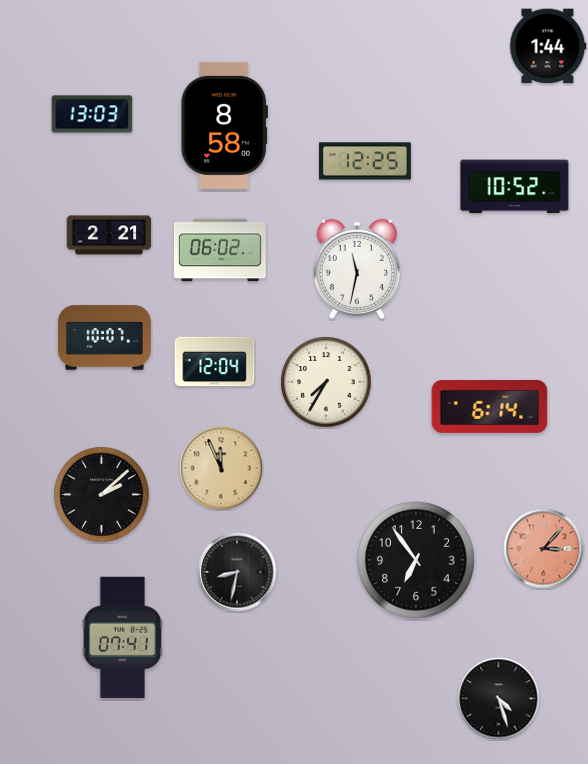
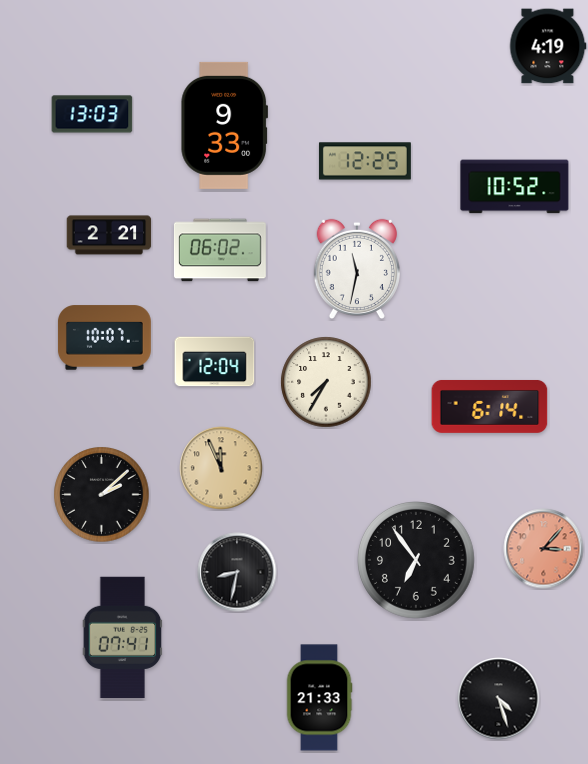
clock at (548, 46): 1:44 -> 4:19
clock at (224, 125): 8:58 -> 9:33
clock at (319, 698): none -> 21:33
